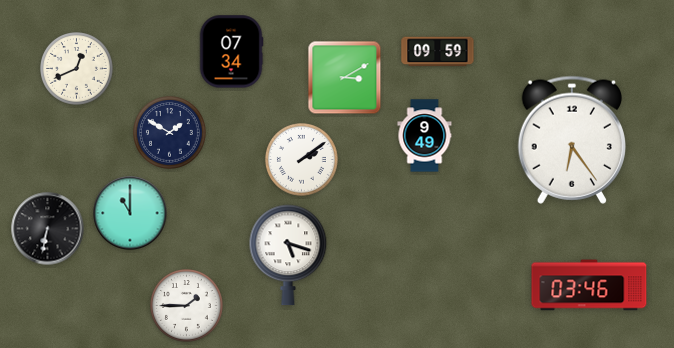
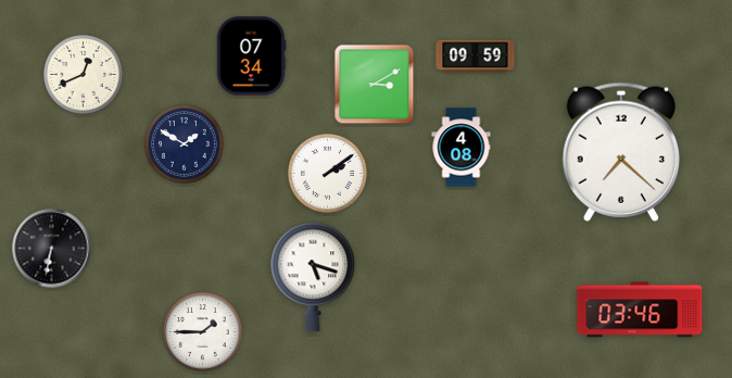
clock at (425, 136): 9:49 -> 4:08
clock at (571, 140): 6:24 -> 7:22
clock at (130, 213): 11:00 -> none
